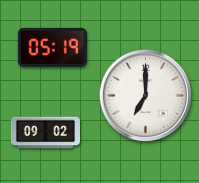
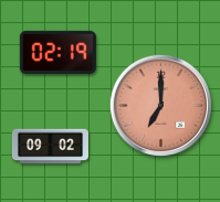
clock at (52, 47): 05:19 -> 02:19
clock at (145, 95) dial: white -> salmon
